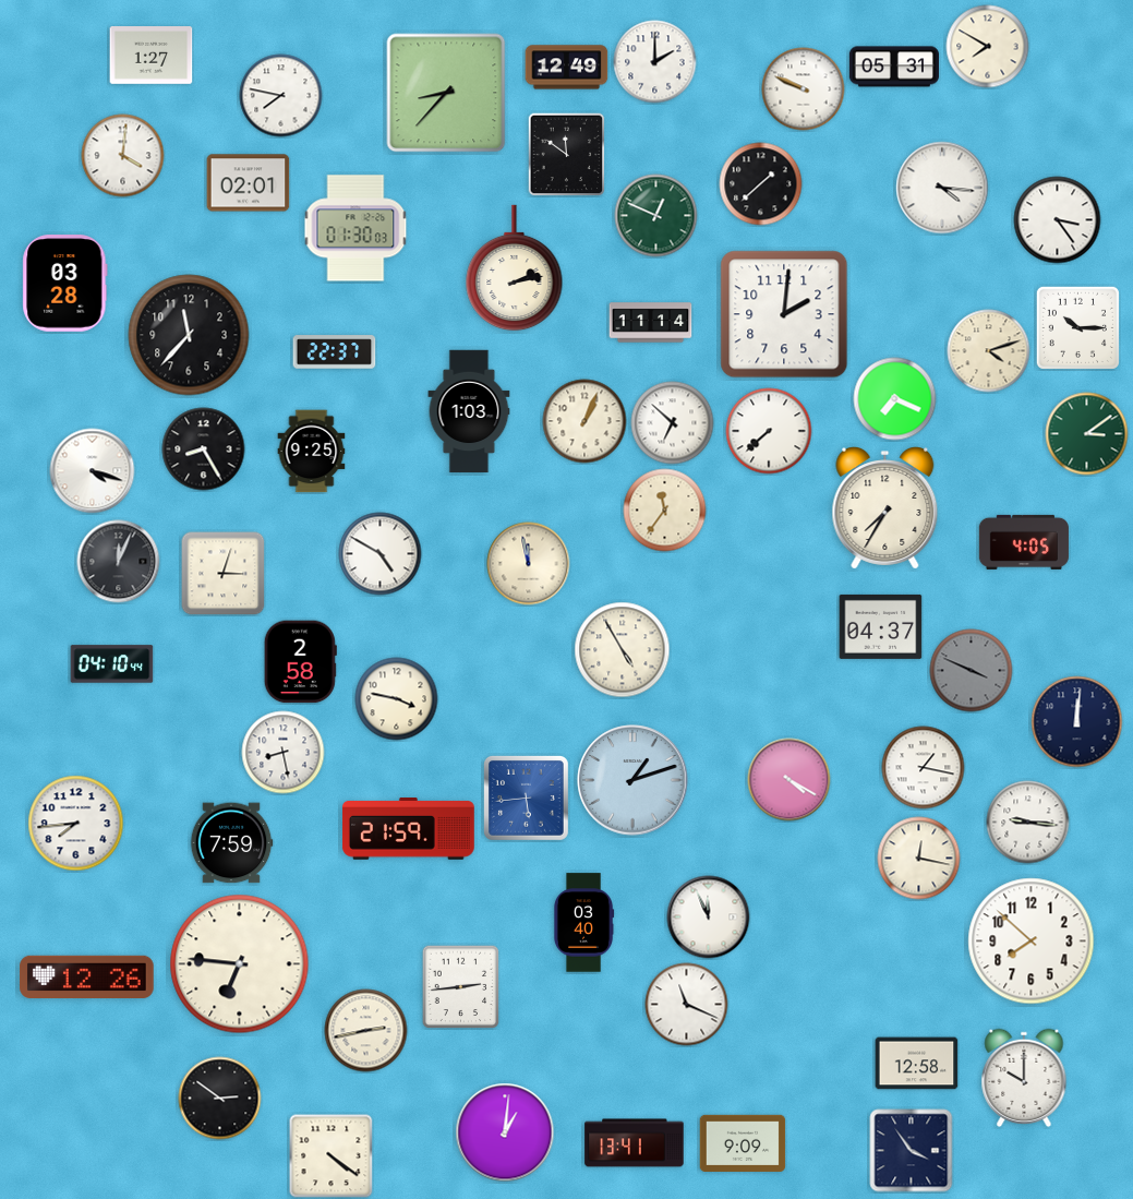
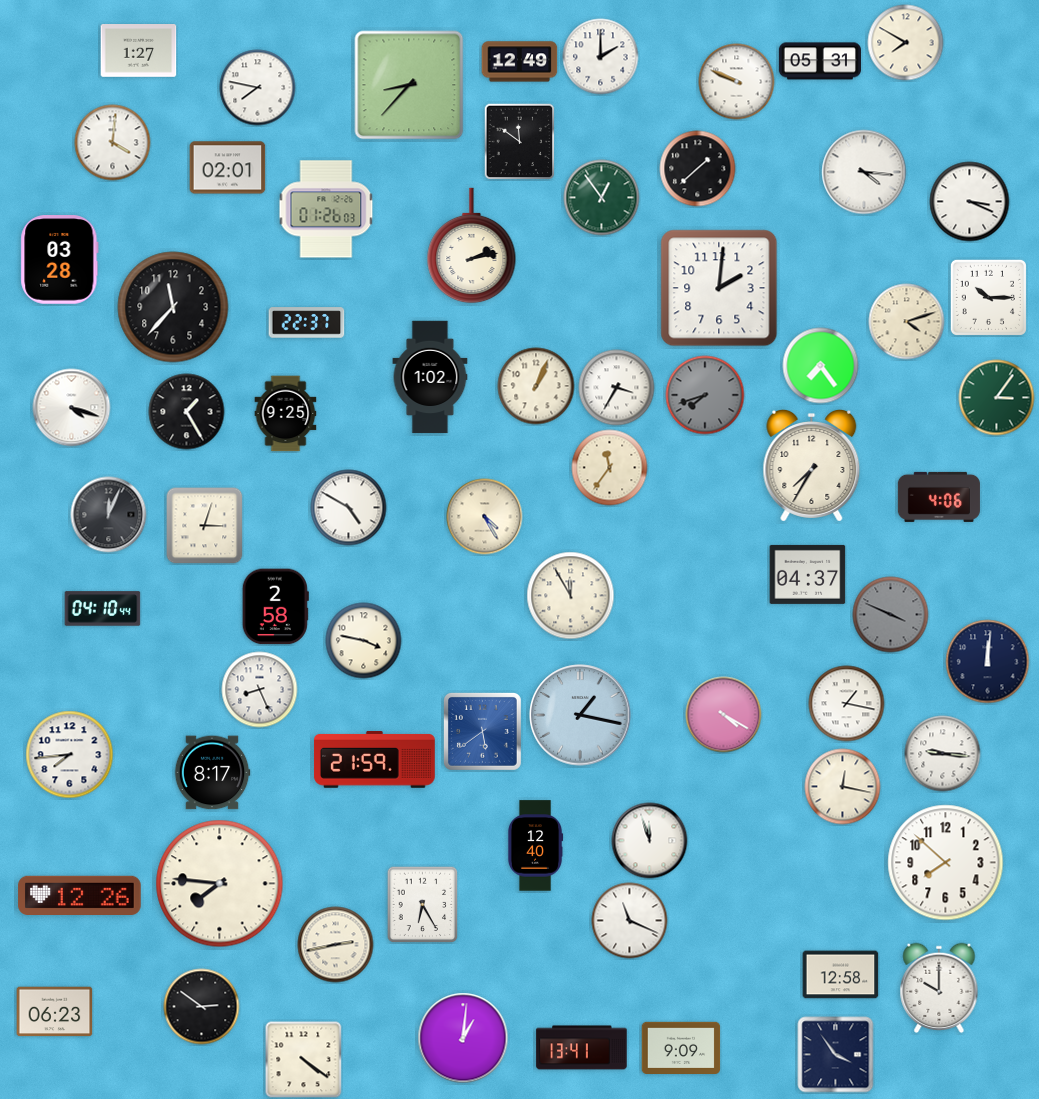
clock at (656, 216): 12:49 -> 12:54
clock at (1058, 220): 3:24 -> 3:19
clock at (355, 228): 01:30 -> 01:26
clock at (651, 323): 11:14 -> none
clock at (1077, 327) position: (1077, 327) -> (988, 297)
clock at (895, 399): 7:19 -> 7:24
clock at (469, 411): 1:03 -> 1:02
clock at (673, 423): 6:52 -> 3:35
clock at (769, 431): 7:38 -> 7:42
clock at (769, 431) dial: white -> grey
clock at (1087, 434): 3:09 -> 3:06
clock at (204, 449): 8:25 -> 1:25
clock at (93, 471) position: (93, 471) -> (72, 408)
clock at (1024, 542): 4:05 -> 4:06
clock at (529, 564): 11:58 -> 4:25
clock at (623, 650): 4:55 -> 11:55
clock at (284, 753): 8:28 -> 8:26
clock at (632, 780): 1:12 -> 1:17
clock at (526, 798): 5:44 -> 5:39
clock at (231, 843): 7:59 -> 8:17
clock at (709, 918): 11:56 -> 11:57
clock at (583, 923): 03:40 -> 12:40
clock at (240, 964): 6:46 -> 7:46
clock at (461, 986): 2:44 -> 6:25
clock at (55, 1012): none -> 06:23
